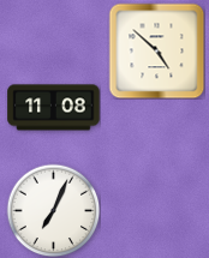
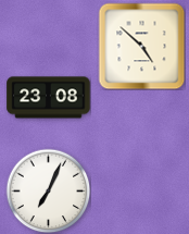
clock at (54, 108): 11:08 -> 23:08
